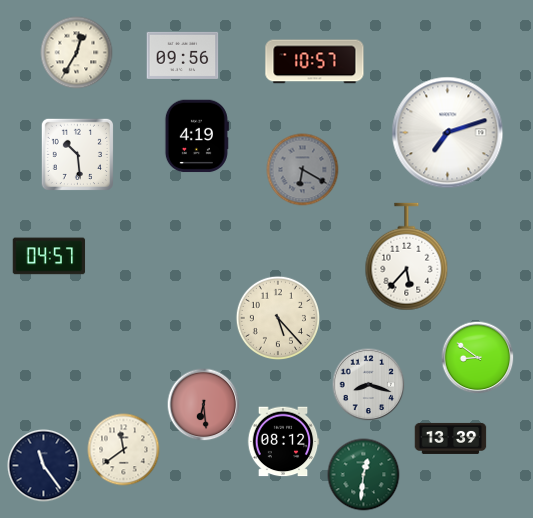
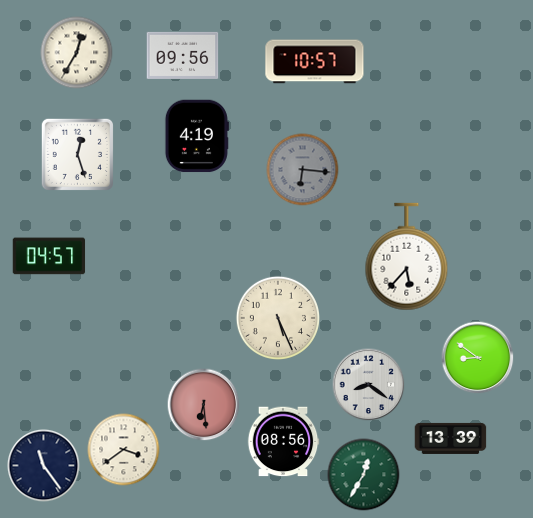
clock at (448, 133): 7:12 -> none
clock at (77, 154): 10:29 -> 12:27
clock at (303, 170): 6:20 -> 6:16
clock at (277, 317): 5:23 -> 5:26
clock at (369, 385): 8:18 -> 8:21
clock at (283, 442): 08:12 -> 08:56
clock at (124, 450): 11:39 -> 3:39
clock at (364, 475): 12:31 -> 12:35
